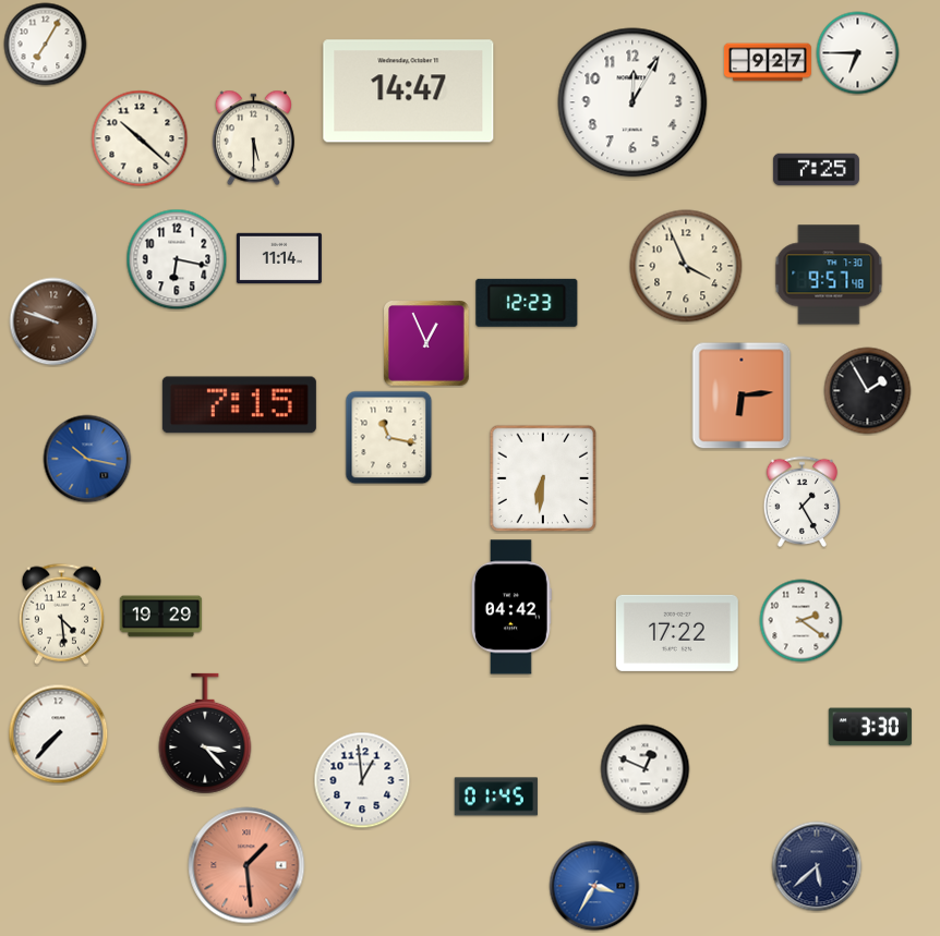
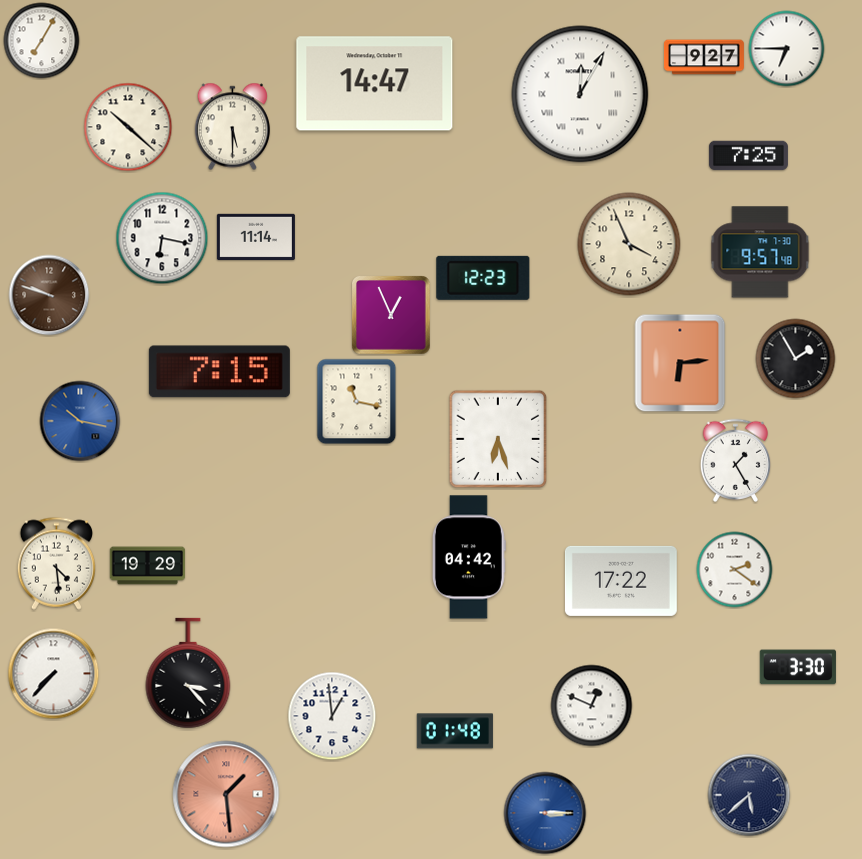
clock at (632, 102) numerals: Arabic -> Roman
clock at (543, 478): 6:31 -> 6:27
clock at (496, 797): 01:45 -> 01:48
clock at (594, 886): 3:35 -> 3:15
